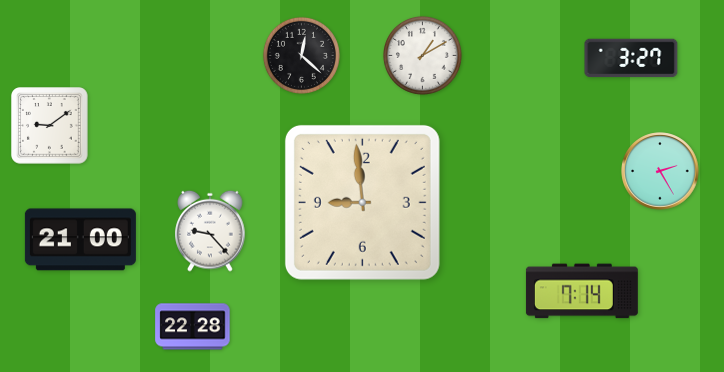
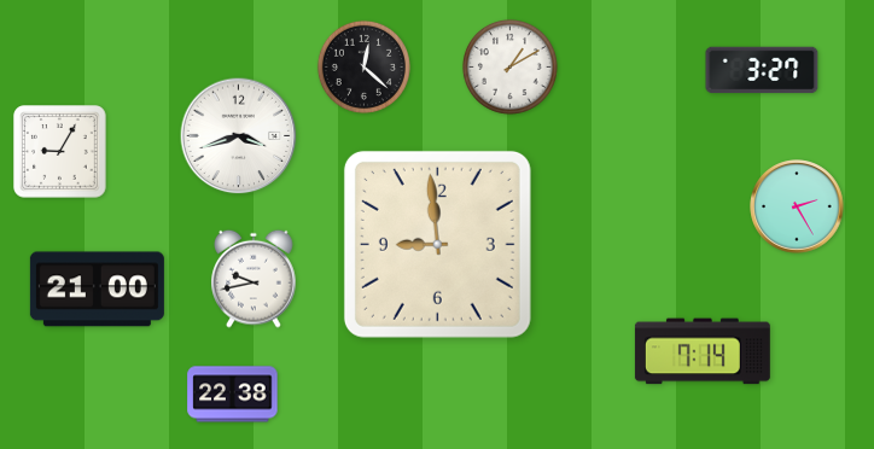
clock at (239, 136): none -> 3:42
clock at (50, 126): 9:09 -> 9:05
clock at (210, 231): 9:23 -> 9:43
clock at (193, 327): 22:28 -> 22:38
